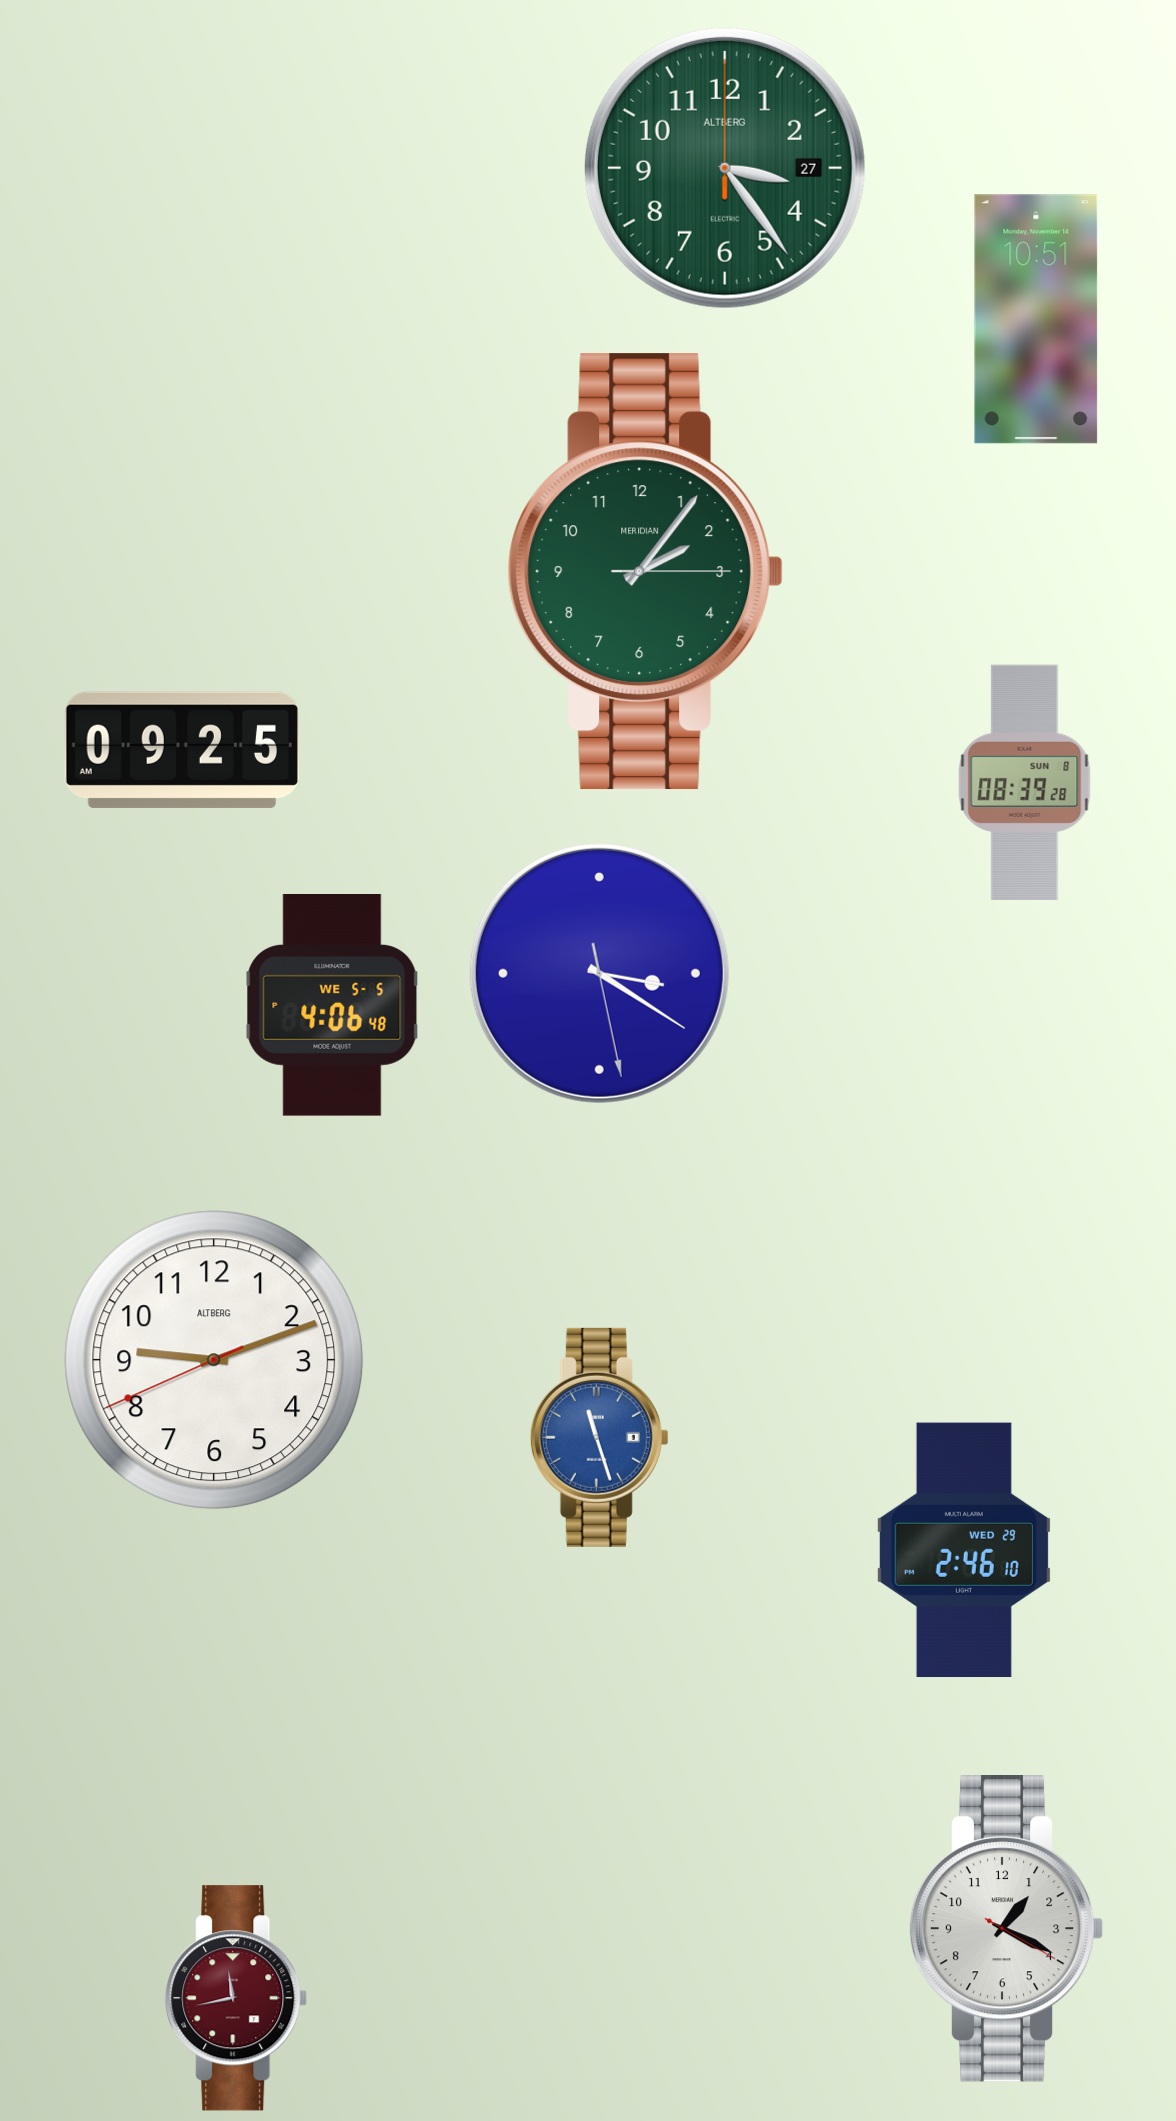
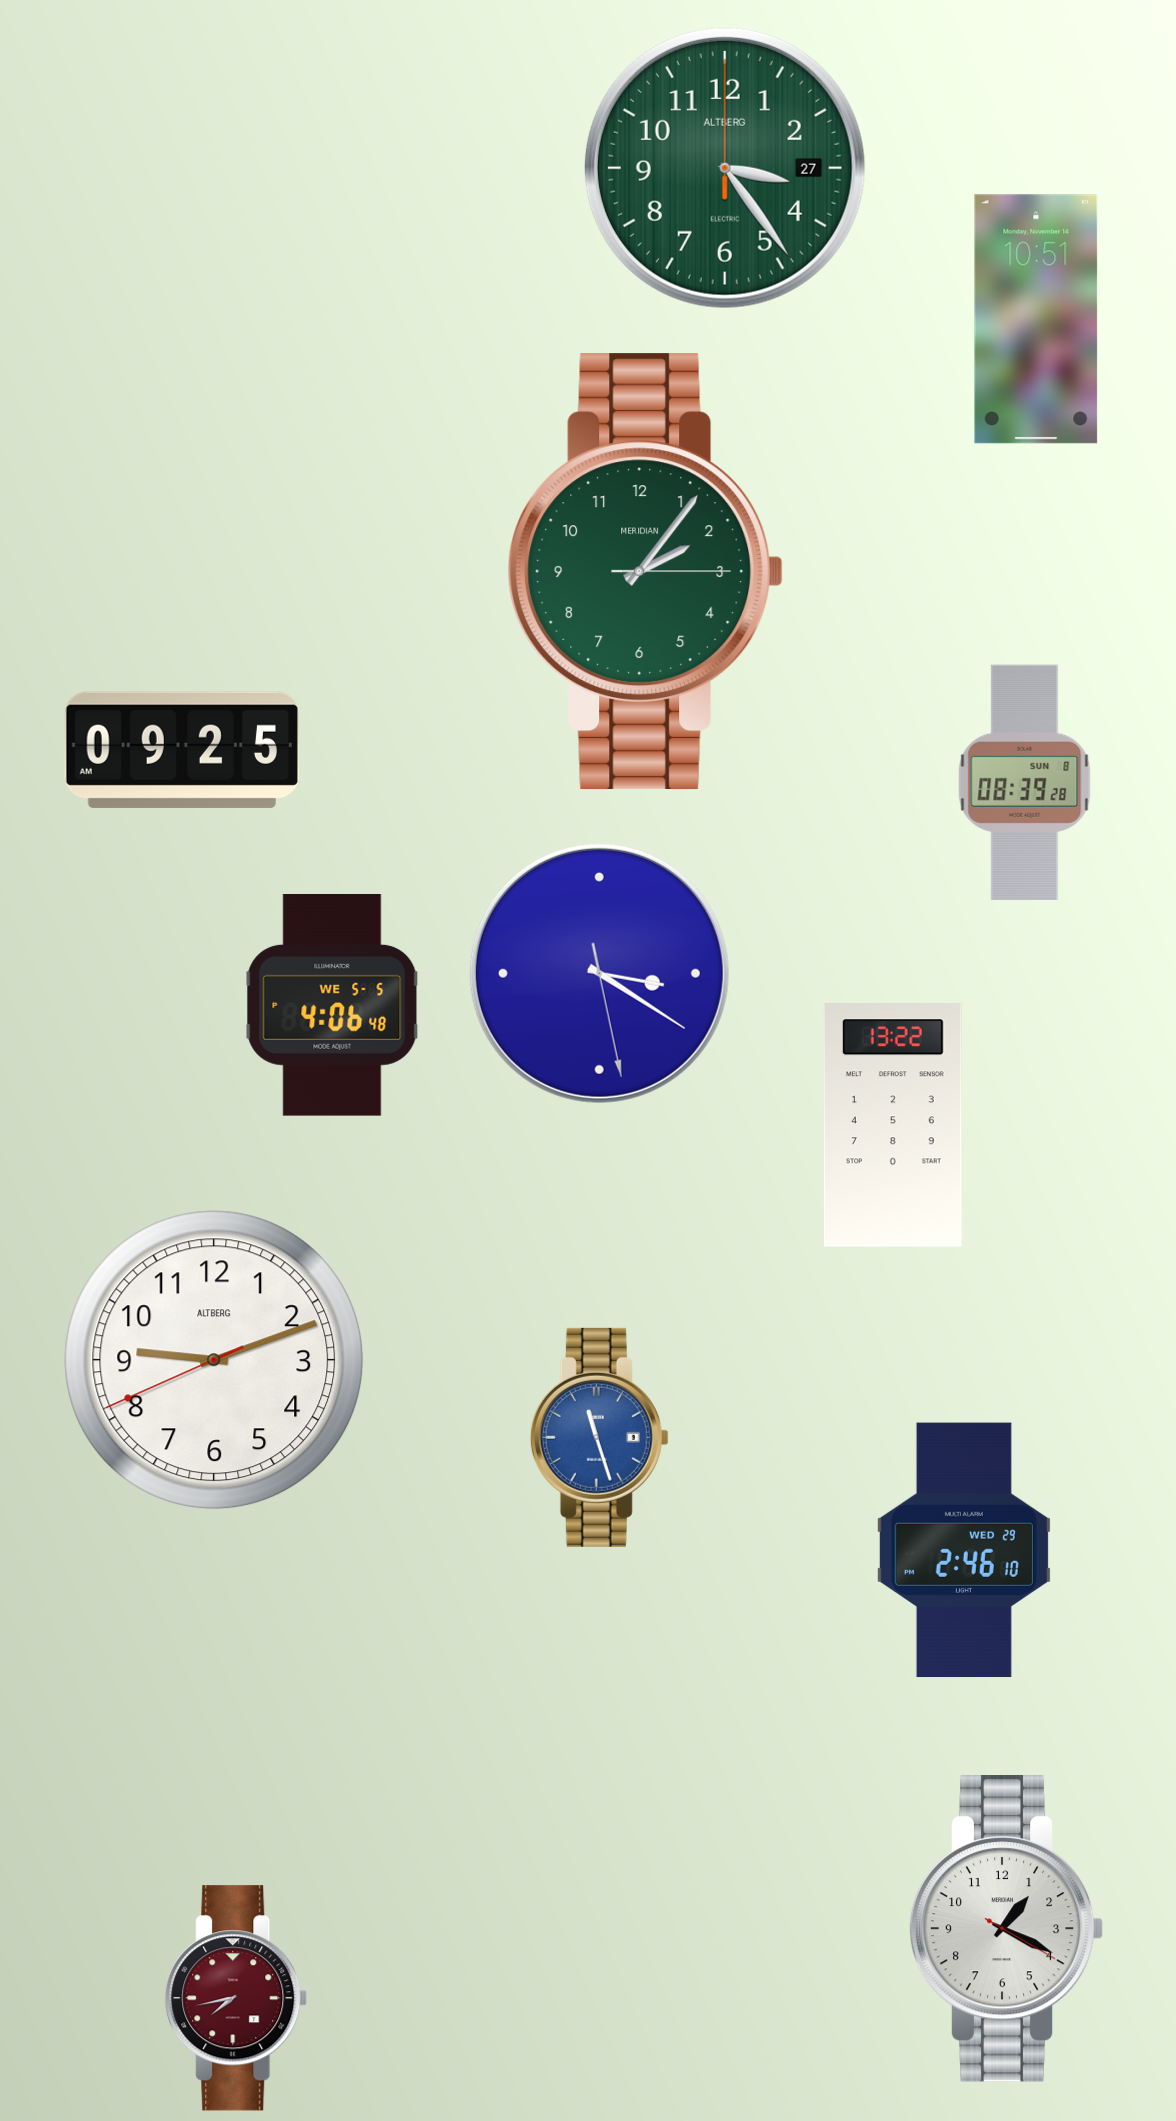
clock at (893, 1125): none -> 13:22
clock at (236, 1998): 11:43 -> 7:43
